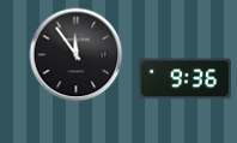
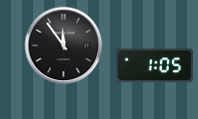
clock at (184, 79): 9:36 -> 1:05
